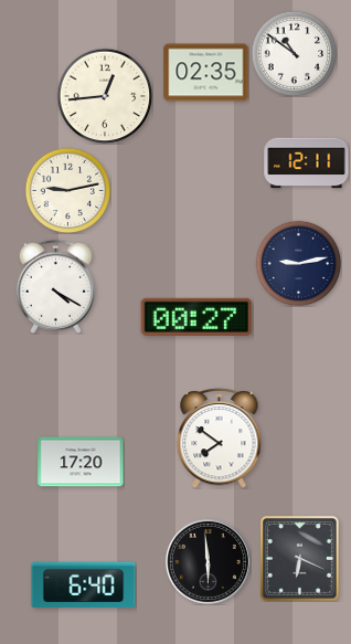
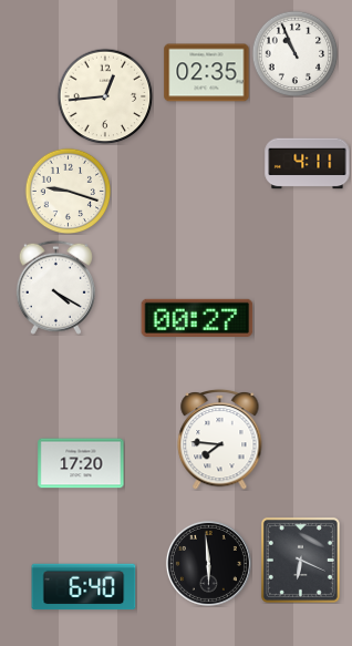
clock at (294, 53): 10:51 -> 10:56
clock at (307, 163): 12:11 -> 4:11
clock at (67, 190): 9:13 -> 9:18
clock at (298, 263): 9:13 -> none
clock at (220, 437): 7:51 -> 7:46
